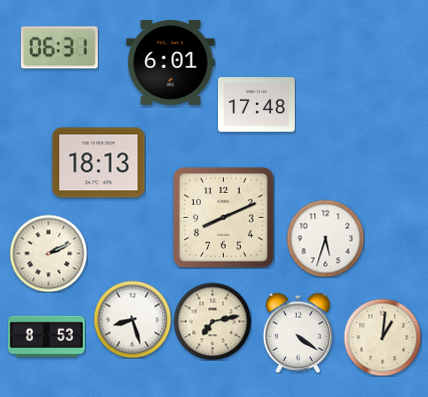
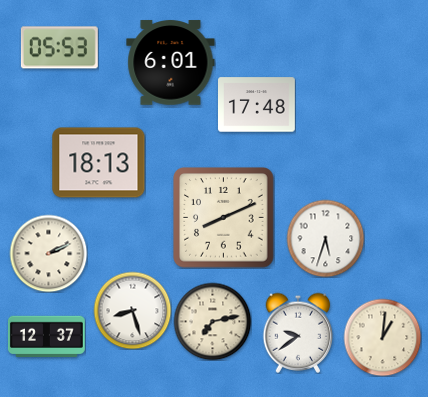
clock at (59, 48): 06:31 -> 05:53
clock at (132, 319) position: (132, 319) -> (132, 310)
clock at (298, 333): 4:21 -> 9:39
clock at (47, 336): 8:53 -> 12:37
